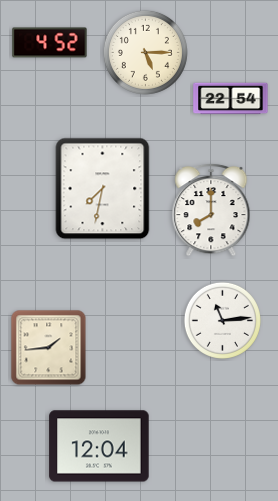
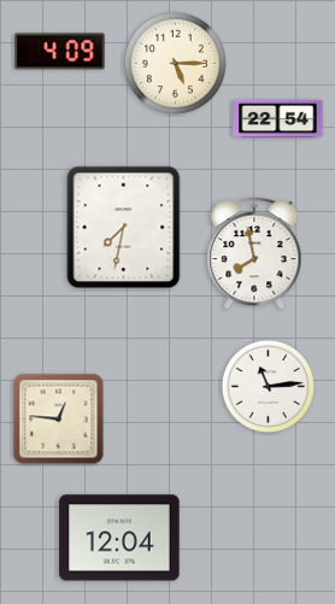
clock at (50, 43): 4:52 -> 4:09
clock at (211, 210): 8:00 -> 7:58
clock at (49, 348): 1:44 -> 12:46
